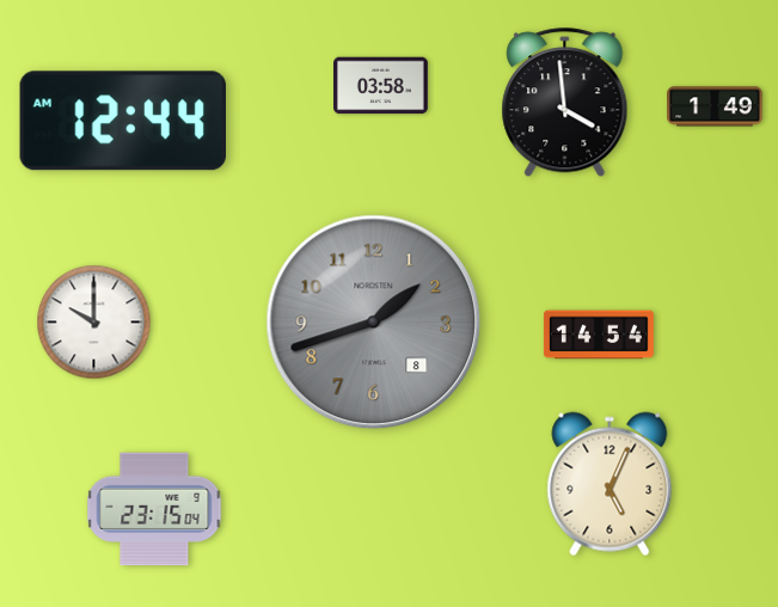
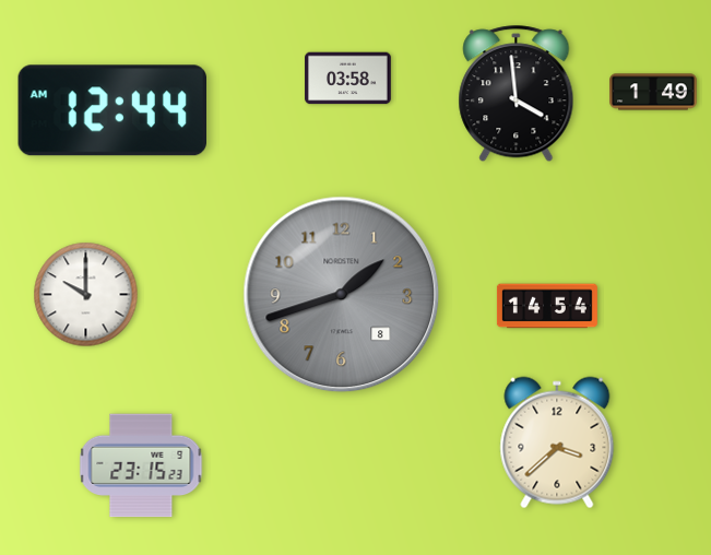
clock at (715, 106) position: (715, 106) -> (653, 92)
clock at (609, 484): 5:04 -> 3:38
clock at (154, 509): 23:15:04 -> 23:15:23
